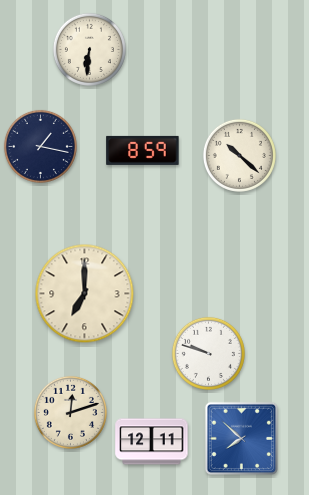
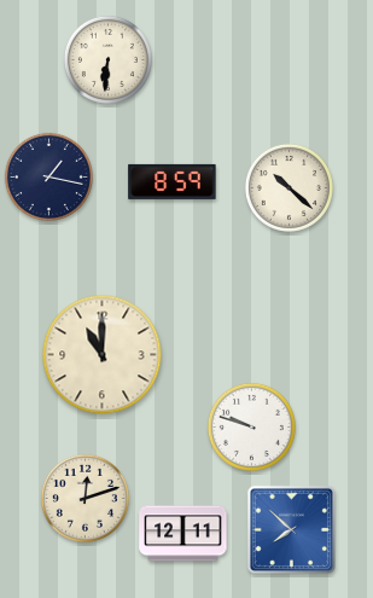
clock at (85, 294): 7:00 -> 11:00
